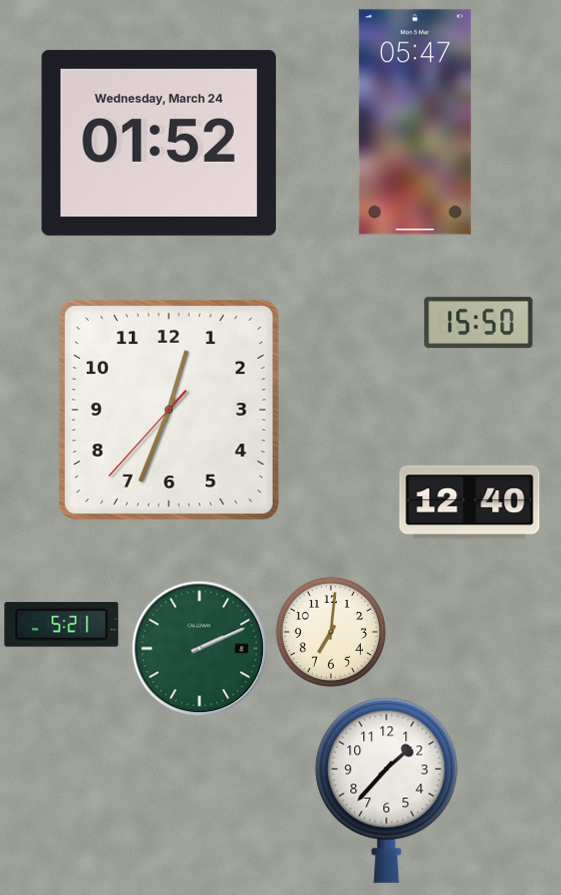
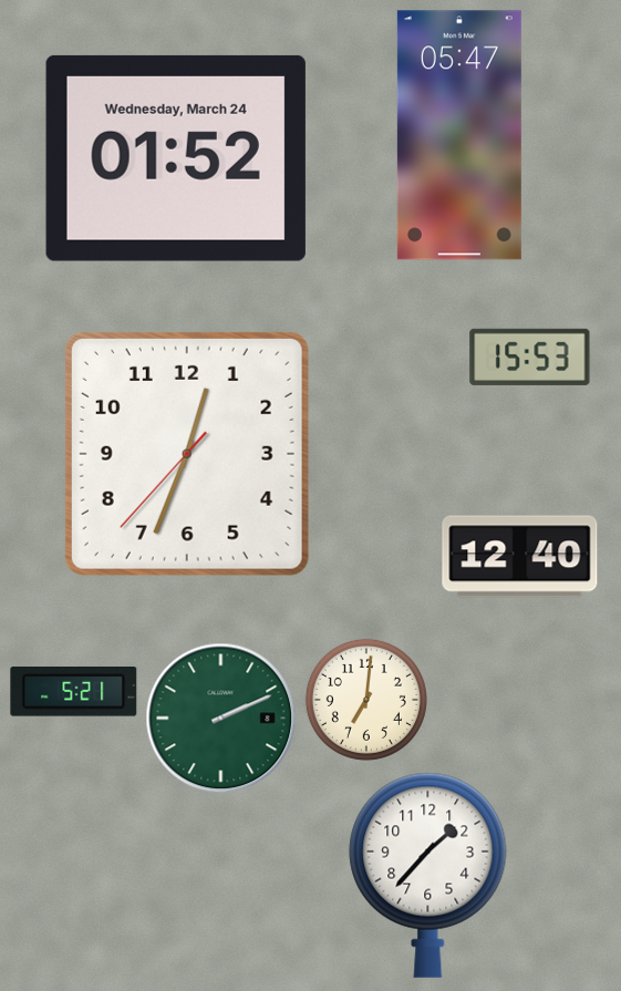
clock at (479, 322): 15:50 -> 15:53
clock at (62, 625) position: (62, 625) -> (74, 692)
